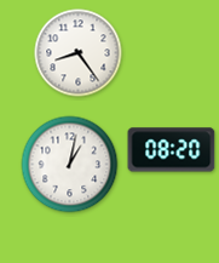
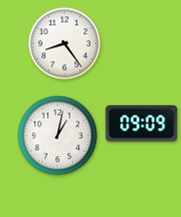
clock at (172, 150): 08:20 -> 09:09
